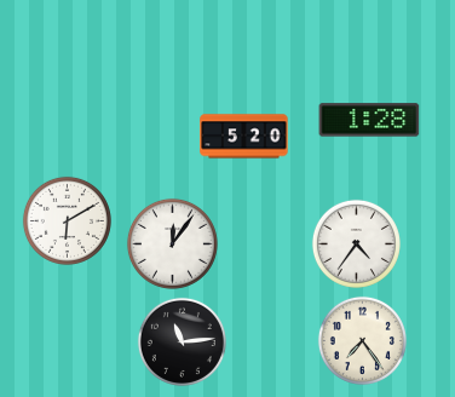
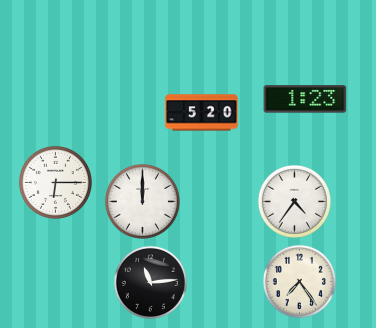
clock at (369, 120): 1:28 -> 1:23
clock at (67, 220): 6:10 -> 6:15
clock at (172, 243): 12:06 -> 12:00
